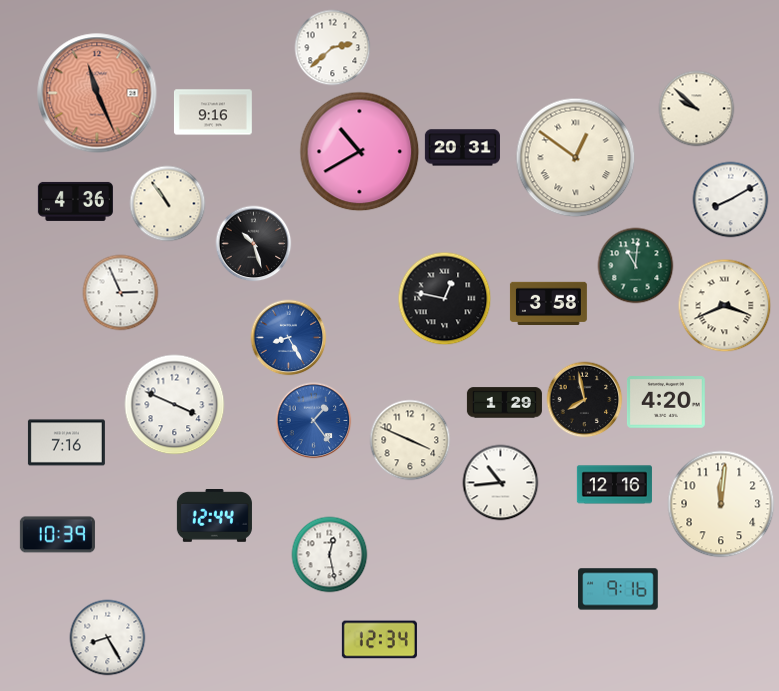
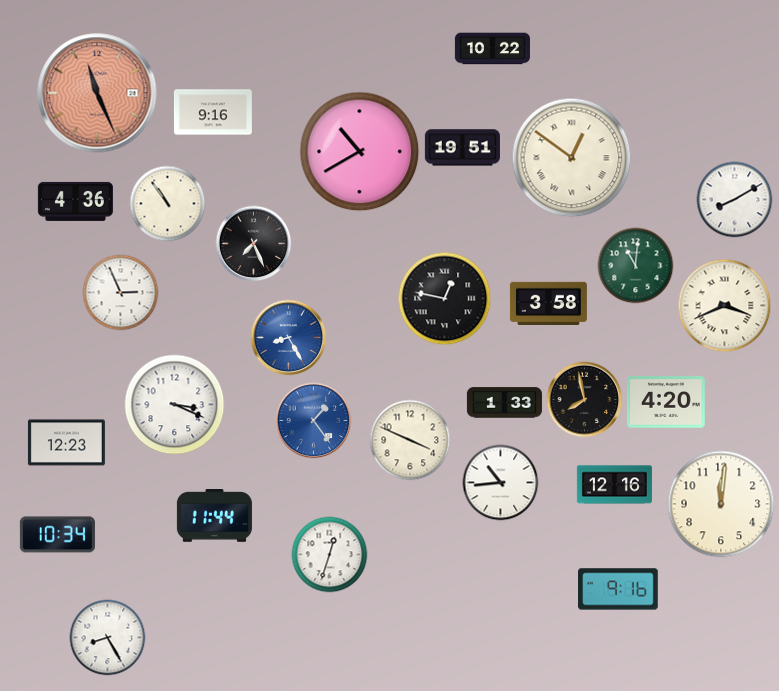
clock at (333, 48): 2:38 -> none
clock at (492, 49): none -> 10:22
clock at (697, 109): 9:52 -> none
clock at (462, 148): 20:31 -> 19:51
clock at (576, 158) position: (576, 158) -> (572, 158)
clock at (731, 200) position: (731, 200) -> (735, 200)
clock at (254, 244): 10:27 -> 7:26
clock at (504, 403): 1:29 -> 1:33
clock at (175, 405): 3:49 -> 3:19
clock at (66, 443): 7:16 -> 12:23
clock at (214, 516): 12:44 -> 11:44
clock at (57, 535): 10:39 -> 10:34
clock at (330, 555): 12:28 -> 12:33
clock at (379, 640): 12:34 -> none
